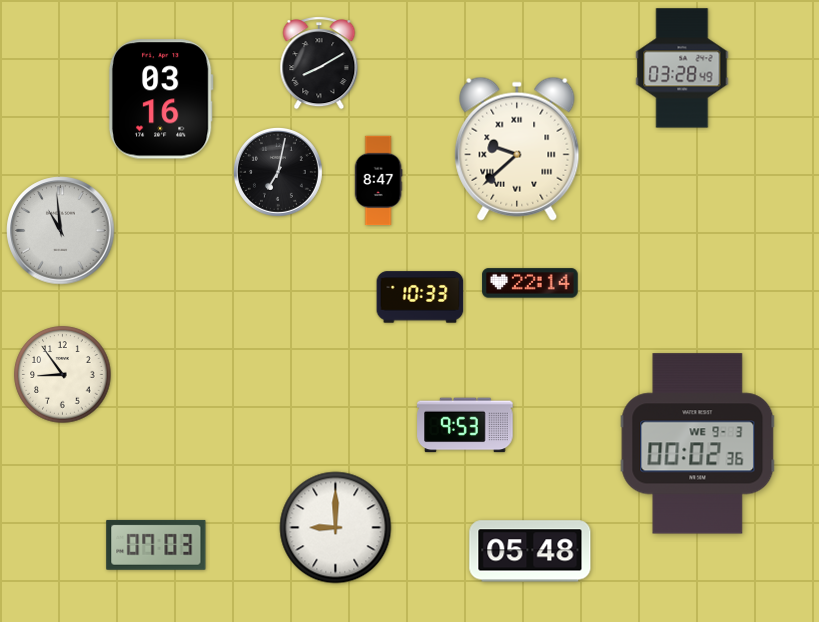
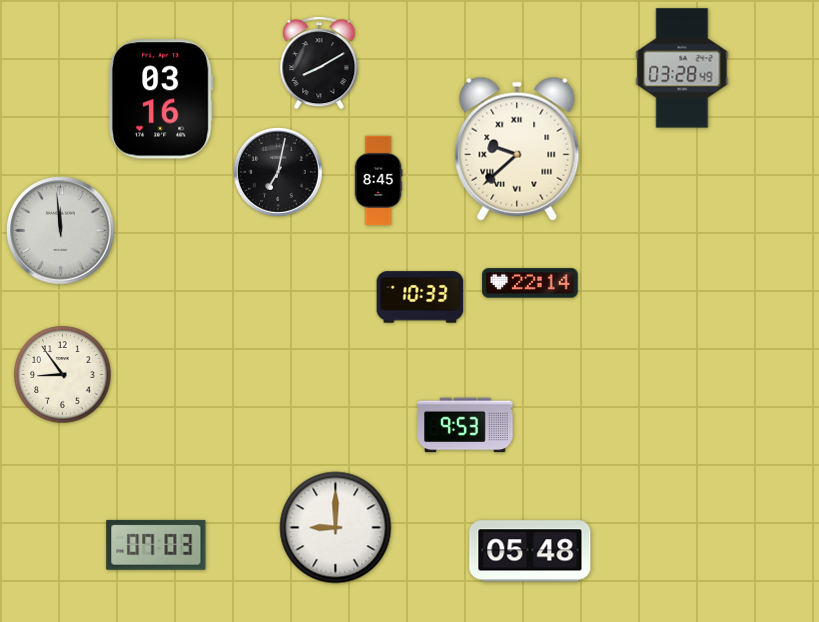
clock at (378, 181): 8:47 -> 8:45
clock at (61, 231): 10:59 -> 11:59
clock at (698, 444): 00:02 -> none
